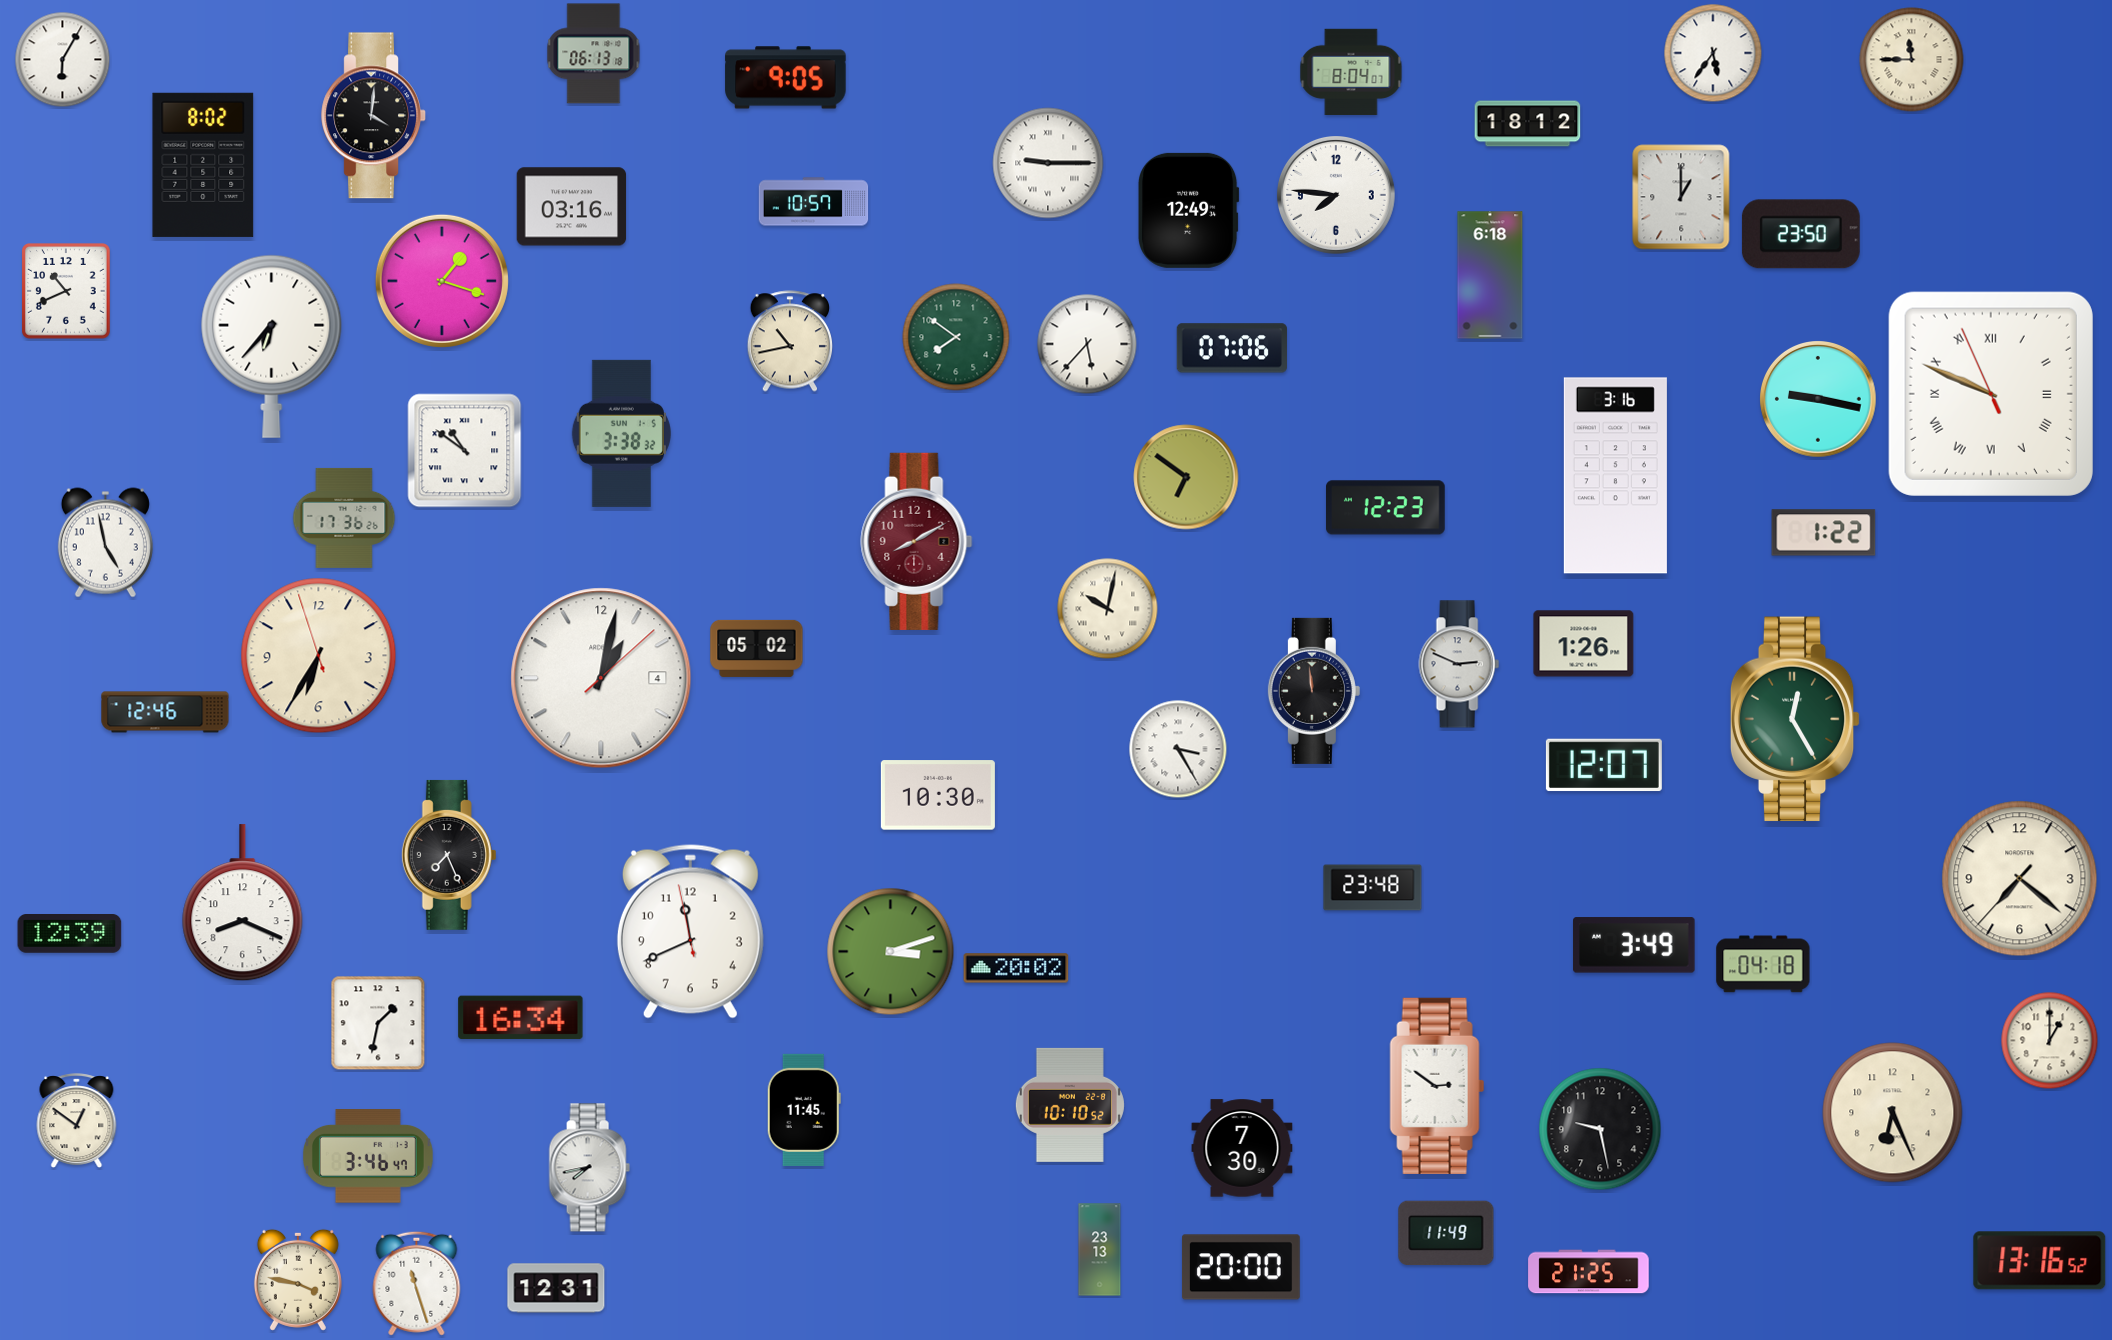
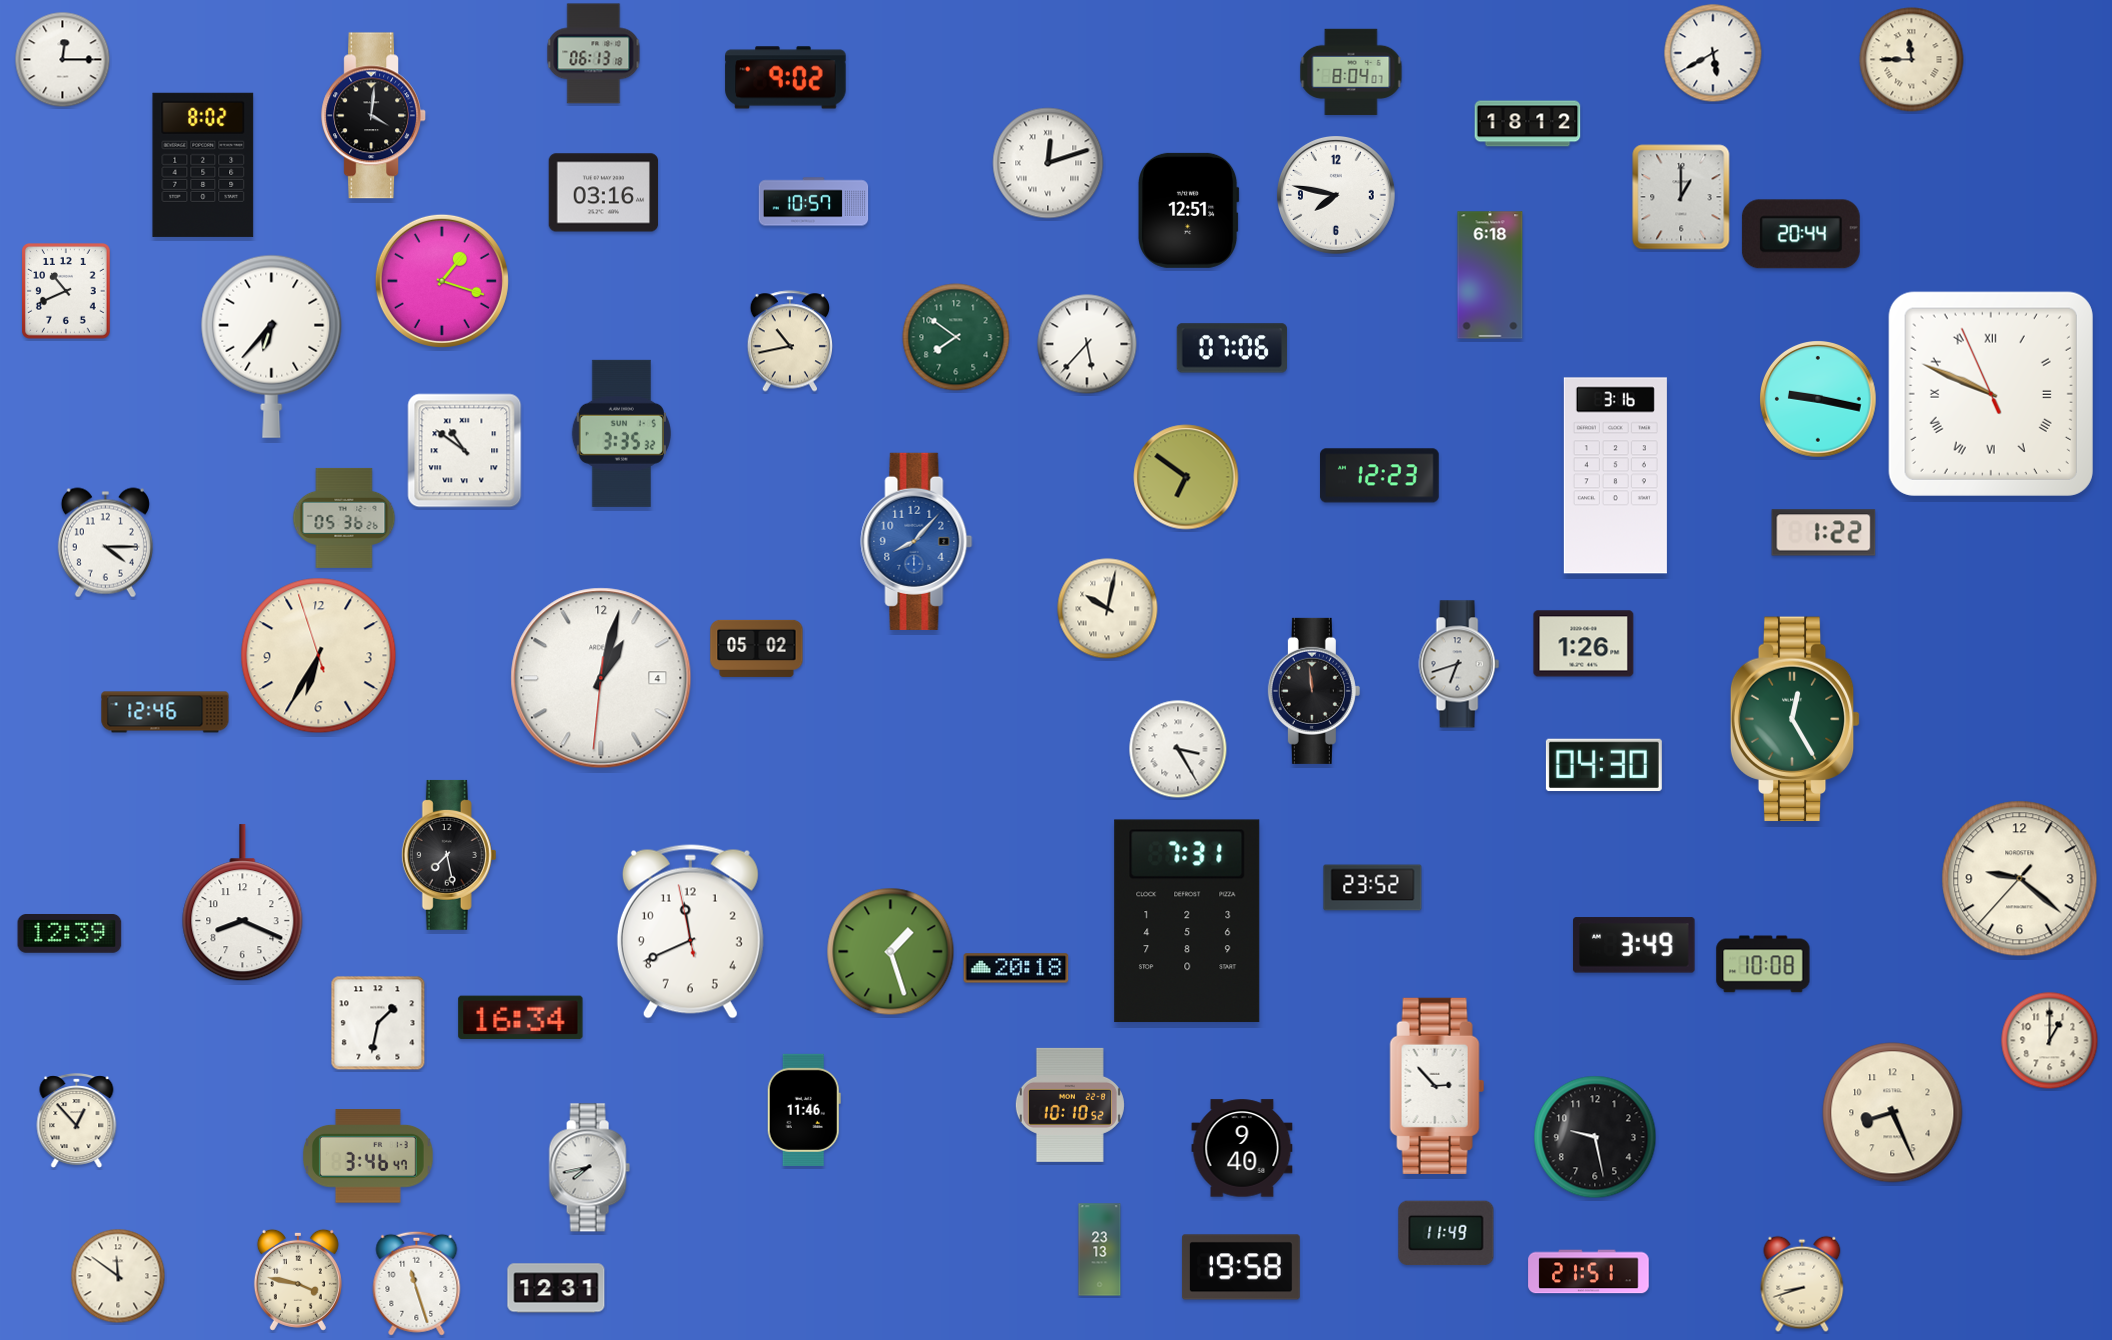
clock at (1713, 53): 5:36 -> 5:40
clock at (63, 60): 6:05 -> 12:15
clock at (786, 78): 9:05 -> 9:02
clock at (1048, 163): 9:15 -> 12:12
clock at (1337, 196): 7:46 -> 7:47
clock at (572, 207) position: (572, 207) -> (604, 193)
clock at (1189, 210): 12:49 -> 12:51
clock at (1801, 234): 23:50 -> 20:44
clock at (621, 433): 3:38 -> 3:35
clock at (1386, 508) position: (1386, 508) -> (1380, 476)
clock at (344, 518): 17:36 -> 05:36
clock at (917, 541): 8:10 -> 8:07
clock at (917, 541) dial: burgundy -> blue
clock at (105, 543): 4:58 -> 4:15
clock at (1459, 664): 2:49 -> 6:42
clock at (601, 678): 1:02:08 -> 1:02:31
clock at (1604, 765): 12:07 -> 04:30
clock at (938, 795): 10:30 -> none
clock at (449, 855): 7:26 -> 7:28
clock at (2020, 879): 7:21 -> 9:21
clock at (1373, 888): 23:48 -> 23:52
clock at (1187, 921): none -> 7:31
clock at (891, 952): 3:12 -> 1:27
clock at (1763, 964): 04:18 -> 10:08
clock at (1016, 968): 20:02 -> 20:18
clock at (1437, 1086): 2:51 -> 2:53
clock at (804, 1110): 11:45 -> 11:46
clock at (1893, 1113): 6:26 -> 8:26
clock at (77, 1121): 12:51 -> 12:53
clock at (1600, 1129) position: (1600, 1129) -> (1595, 1137)
clock at (1242, 1148): 7:30 -> 9:40
clock at (2040, 1261): 13:16 -> none
clock at (1241, 1267): 20:00 -> 19:58
clock at (1589, 1272): 21:25 -> 21:51
clock at (118, 1276): none -> 11:51
clock at (1802, 1284): none -> 8:42
